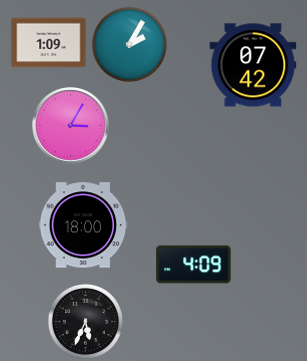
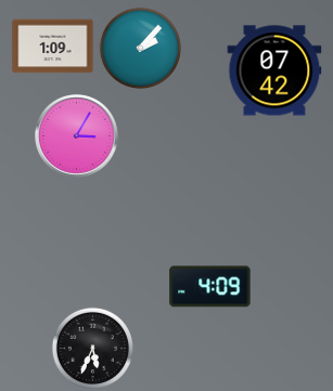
clock at (129, 44): 2:05 -> 2:07
clock at (83, 225): 18:00 -> none
